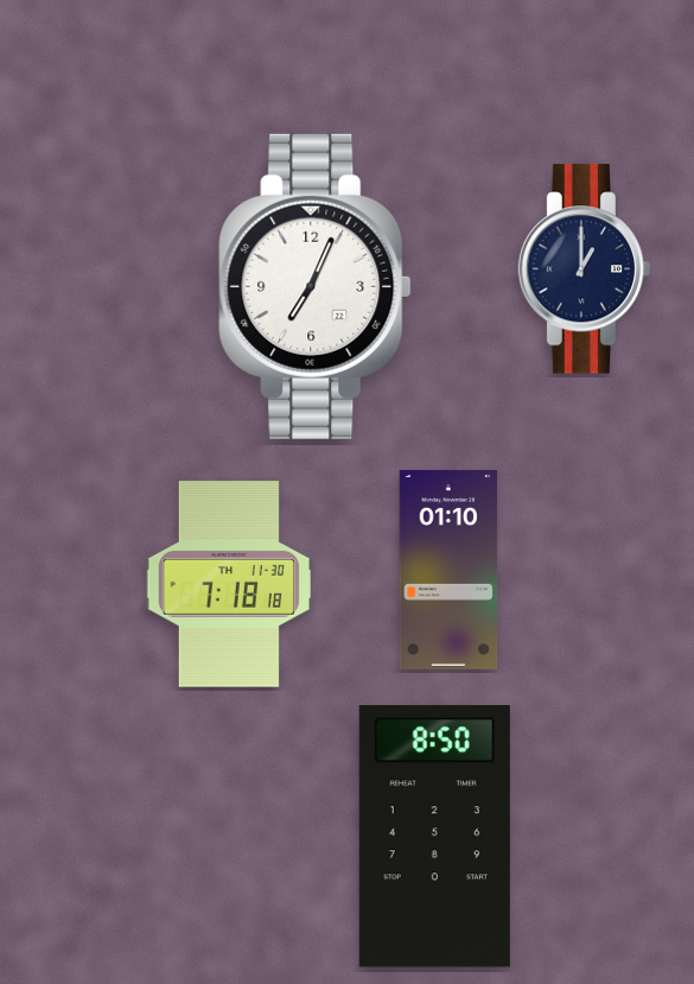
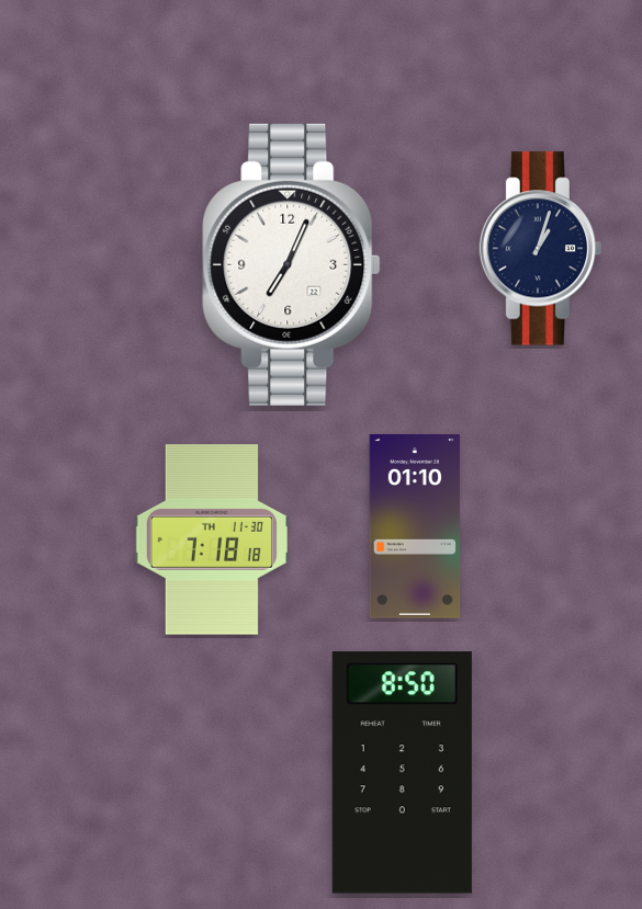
clock at (585, 269): 1:00 -> 1:03
